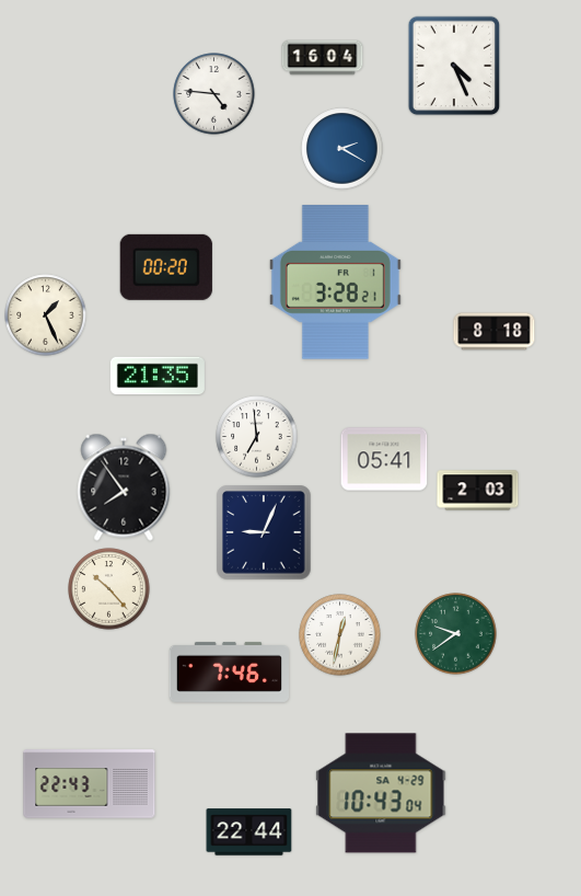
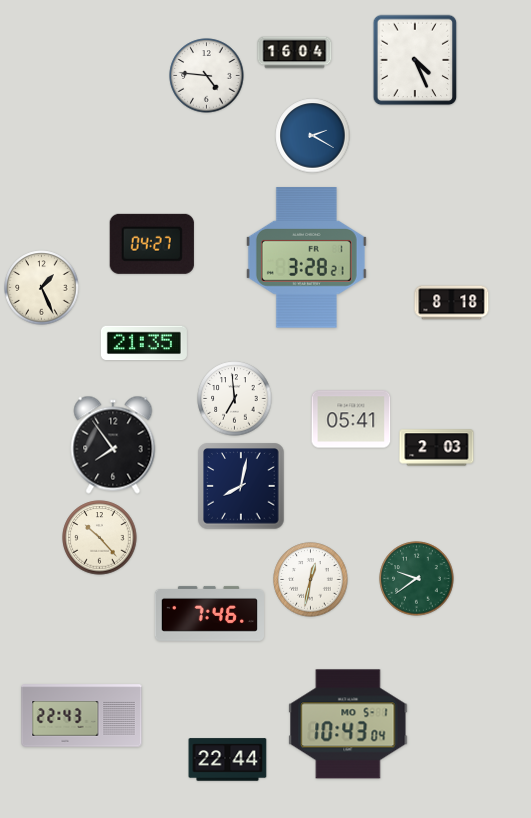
clock at (214, 94) position: (214, 94) -> (207, 76)
clock at (166, 267): 00:20 -> 04:27
clock at (264, 532): 9:04 -> 8:02
clock at (381, 793) date: SA 4-29 -> MO 5-1
